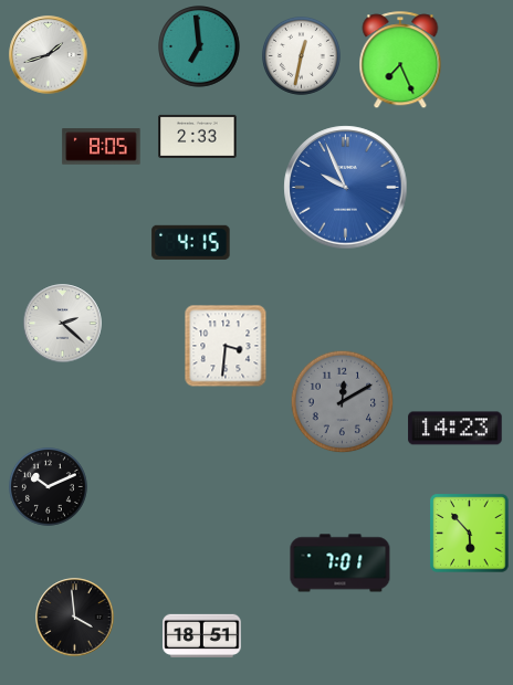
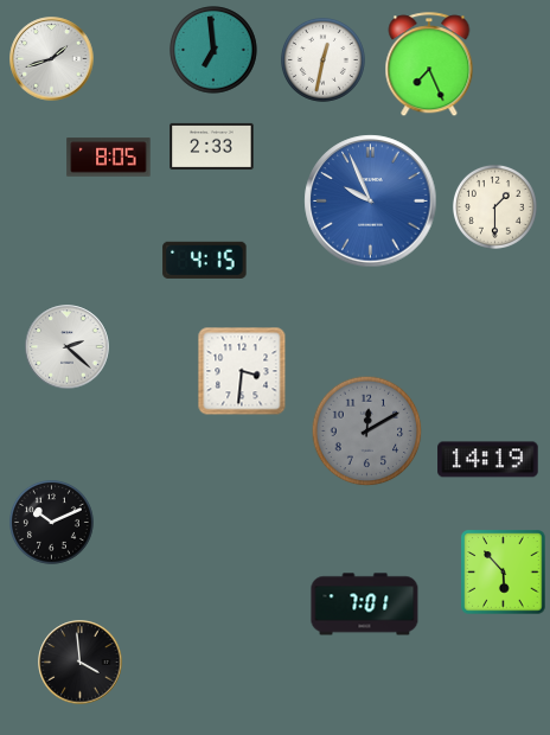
clock at (494, 206): none -> 1:30
clock at (456, 429): 14:23 -> 14:19
clock at (202, 635): 18:51 -> none
